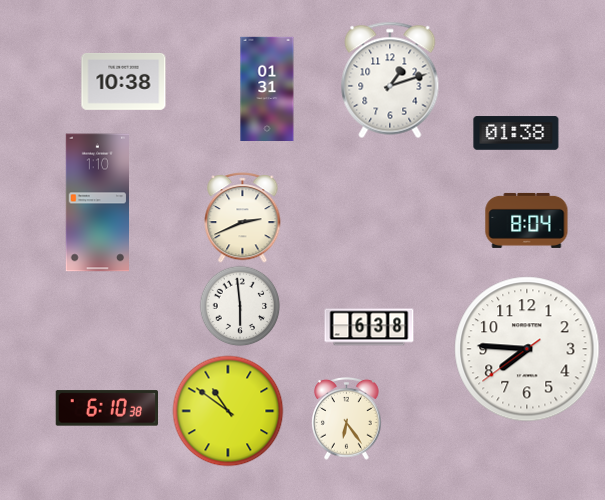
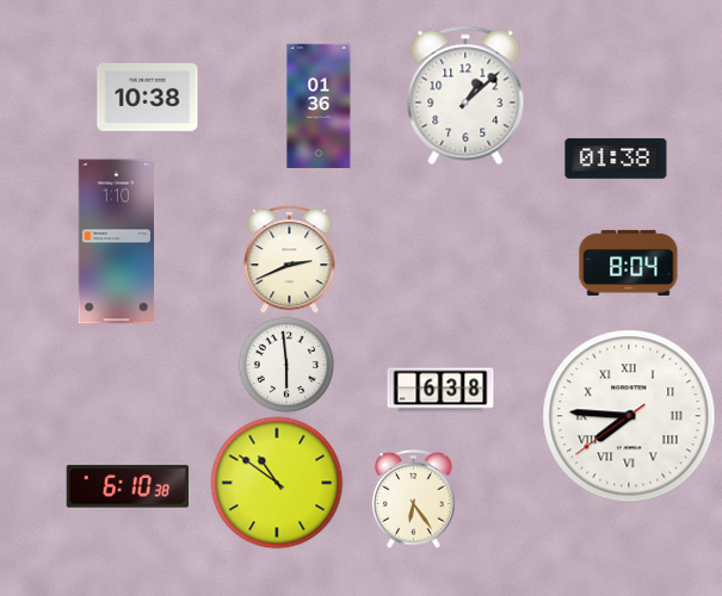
clock at (390, 80): 1:12 -> 1:08
clock at (267, 88): 01:31 -> 01:36
clock at (527, 349) numerals: Arabic -> Roman
clock at (228, 411) position: (228, 411) -> (277, 483)
